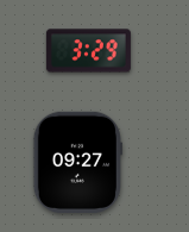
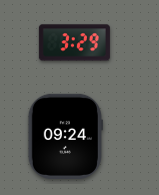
clock at (77, 162): 09:27 -> 09:24
